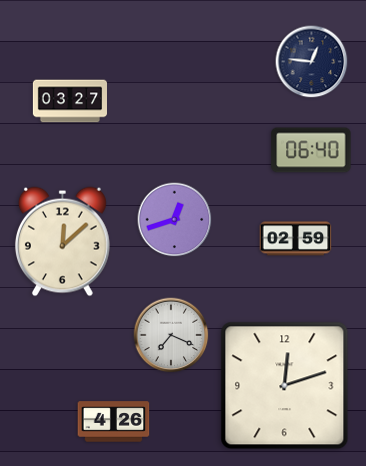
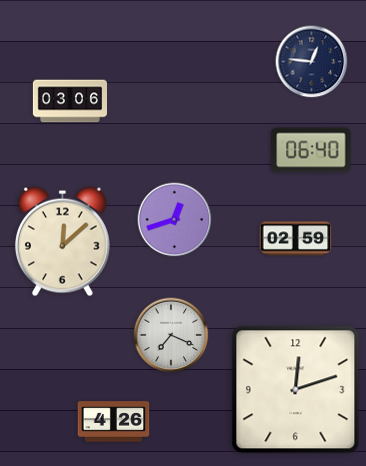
clock at (69, 101): 03:27 -> 03:06
clock at (285, 386) position: (285, 386) -> (296, 390)
